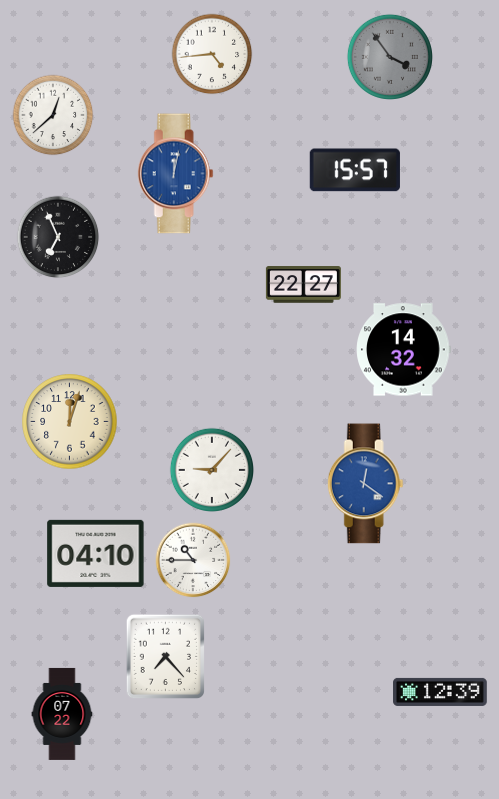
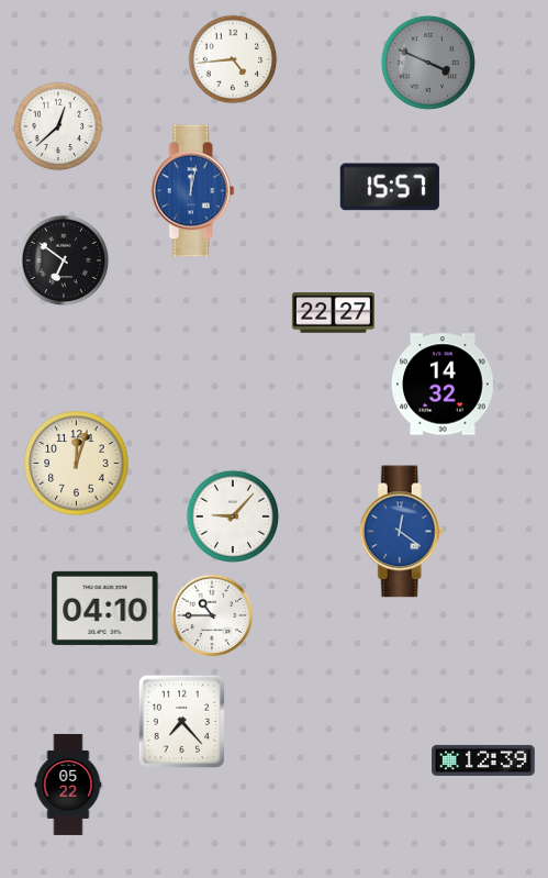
clock at (390, 57): 3:54 -> 3:49
clock at (58, 237): 6:56 -> 6:51
clock at (62, 714): 07:22 -> 05:22
